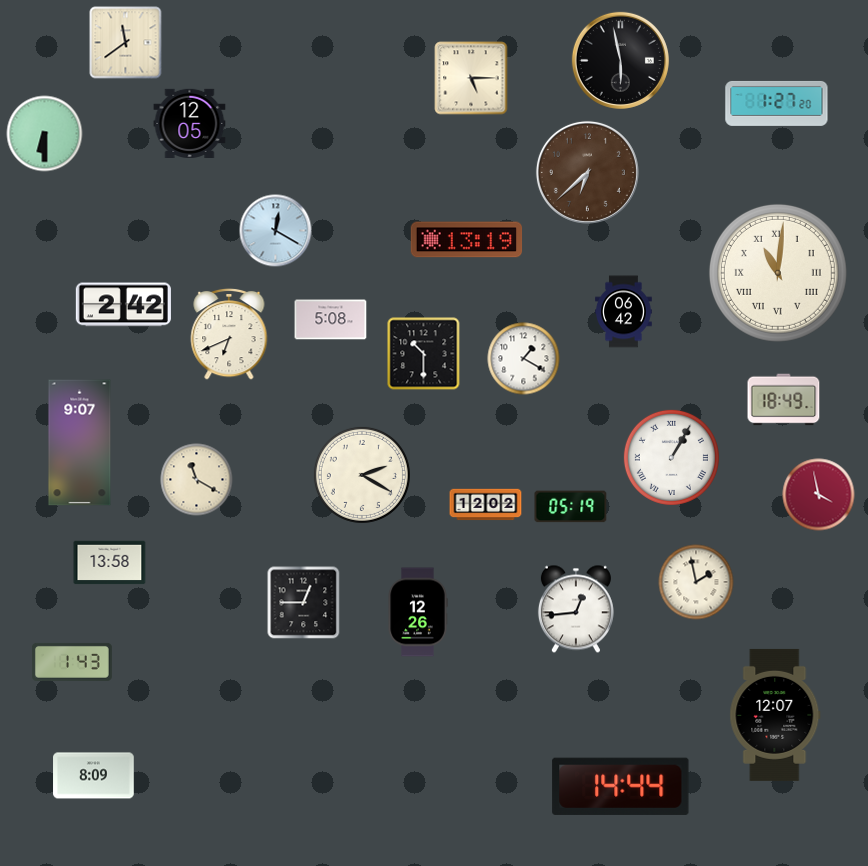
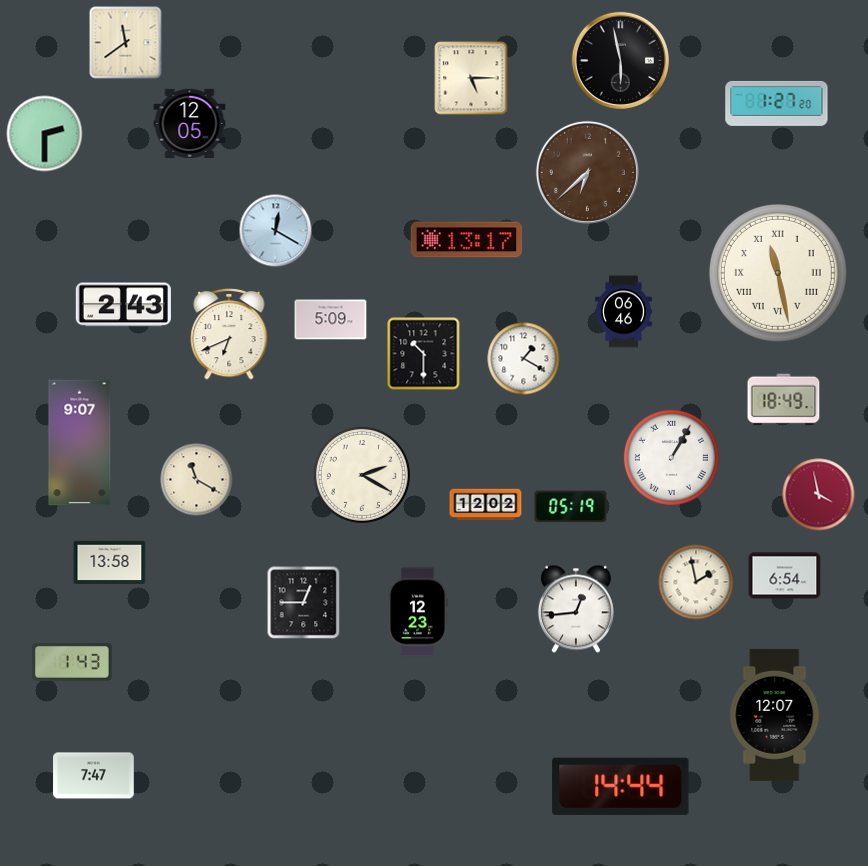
clock at (45, 134): 6:30 -> 2:30
clock at (467, 240): 13:19 -> 13:17
clock at (778, 273): 11:01 -> 11:28
clock at (123, 305): 2:42 -> 2:43
clock at (624, 312): 06:42 -> 06:46
clock at (331, 320): 5:08 -> 5:09
clock at (785, 576): none -> 6:54
clock at (418, 612): 12:26 -> 12:23
clock at (94, 776): 8:09 -> 7:47
